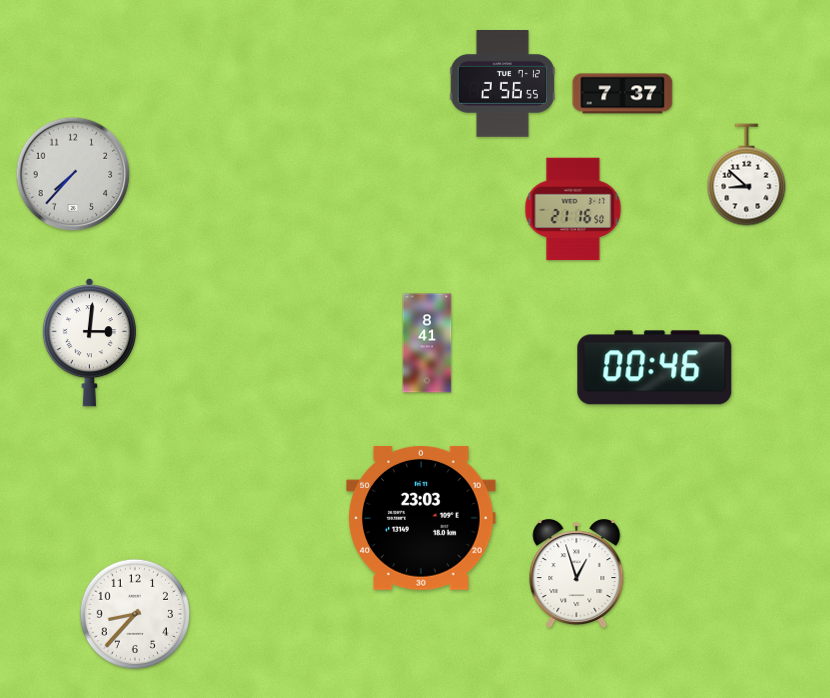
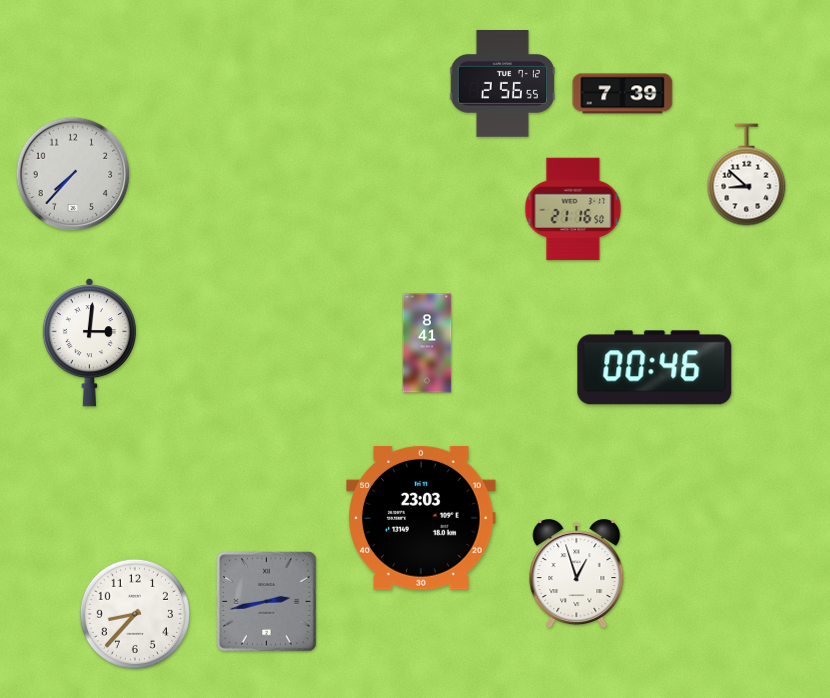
clock at (623, 94): 7:37 -> 7:39
clock at (267, 602): none -> 2:43
